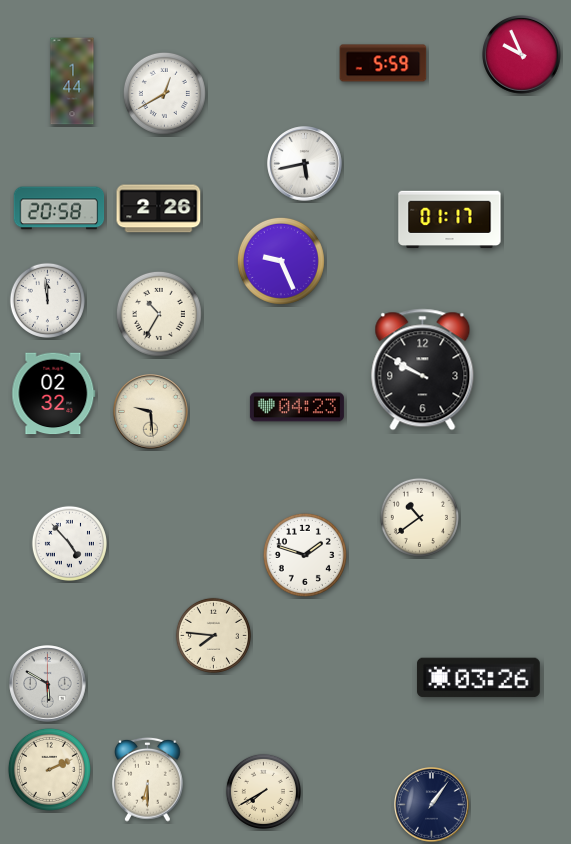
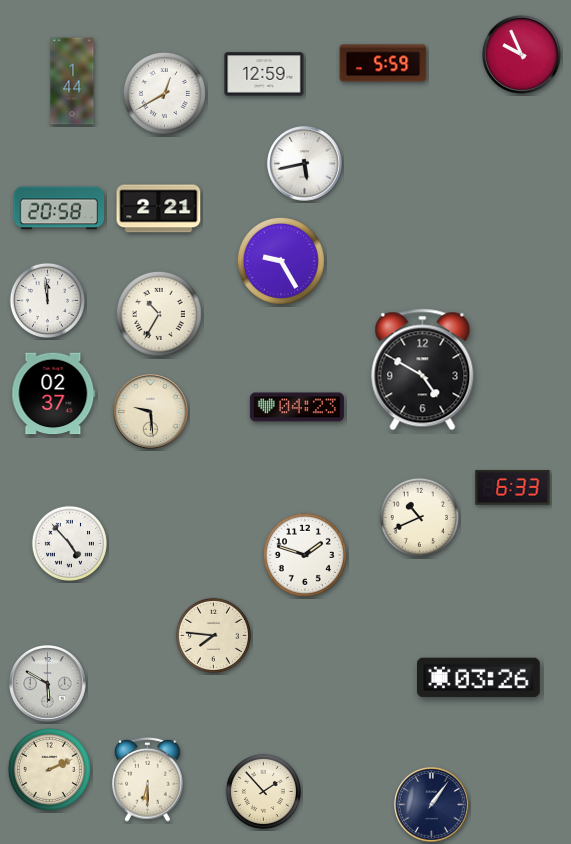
clock at (264, 74): none -> 12:59
clock at (159, 209): 2:26 -> 2:21
clock at (450, 220): 01:17 -> none
clock at (281, 261): 9:26 -> 9:25
clock at (423, 370): 9:50 -> 4:50
clock at (54, 394): 02:32 -> 02:37
clock at (513, 488): none -> 6:33
clock at (419, 517): 10:39 -> 10:41
clock at (263, 791): 7:40 -> 1:53
